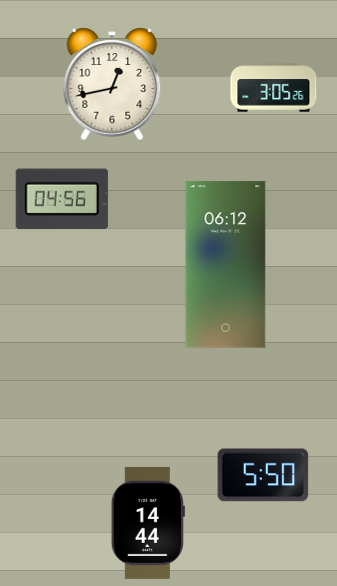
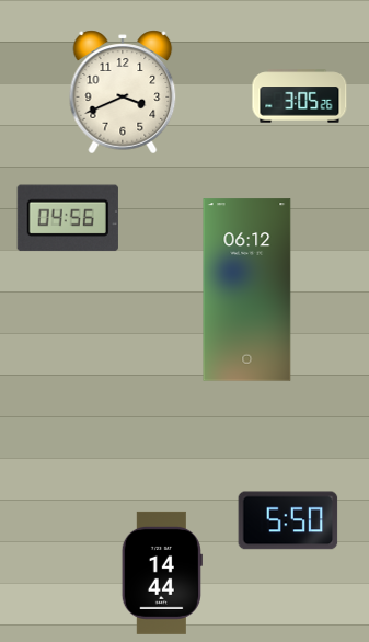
clock at (112, 84): 12:43 -> 3:41
